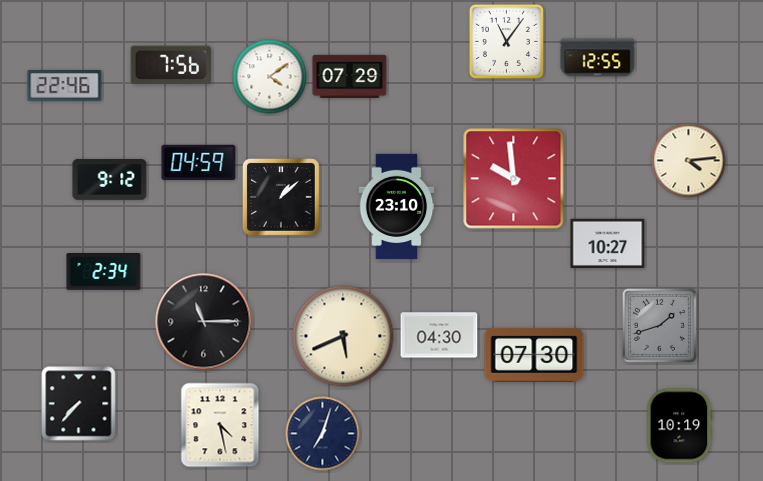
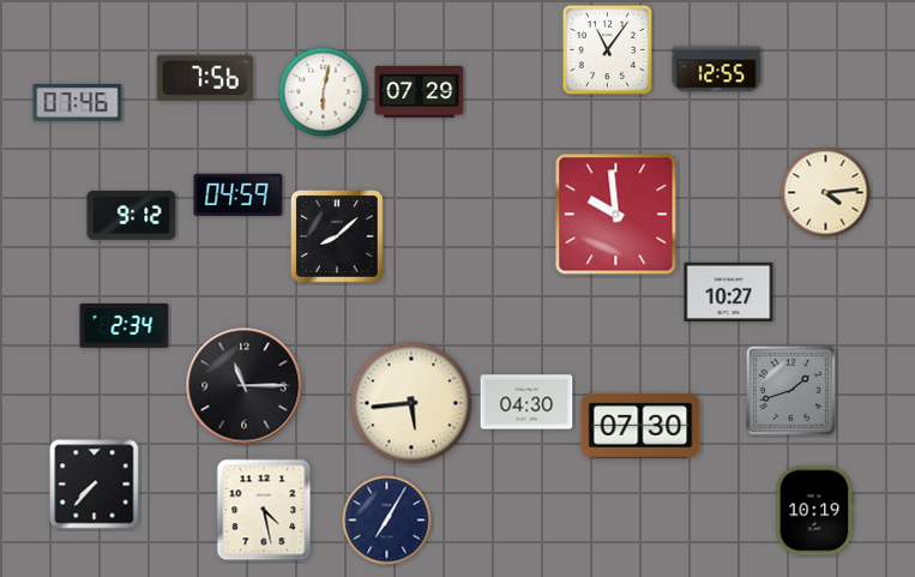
clock at (270, 77): 4:09 -> 6:02
clock at (65, 86): 22:46 -> 07:46
clock at (281, 197): 1:08 -> 8:08
clock at (397, 207): 23:10 -> none
clock at (343, 336): 5:41 -> 5:44
clock at (323, 434): 7:03 -> 7:05
